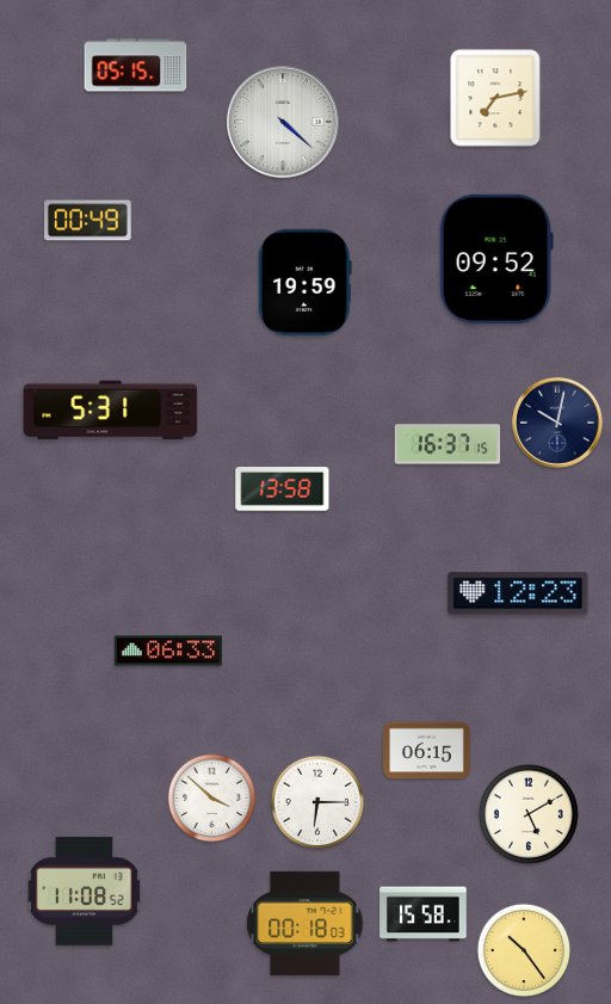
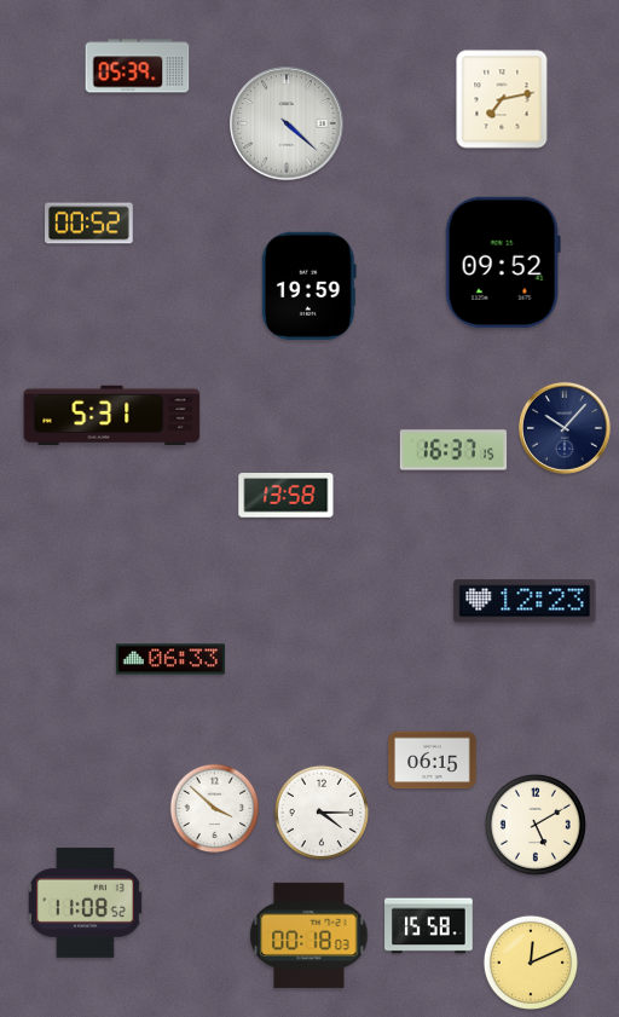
clock at (136, 66): 05:15 -> 05:39
clock at (88, 221): 00:49 -> 00:52
clock at (557, 423): 10:02 -> 10:07
clock at (317, 802): 6:15 -> 4:15
clock at (524, 950): 10:24 -> 12:11
